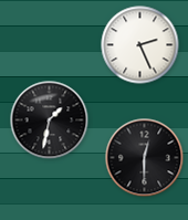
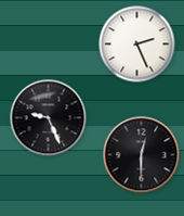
clock at (50, 121): 1:32 -> 9:26
